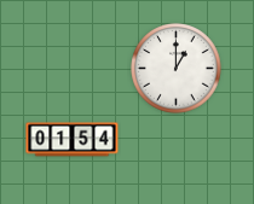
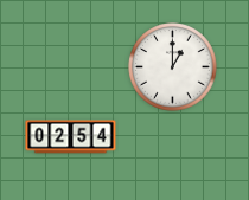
clock at (73, 140): 01:54 -> 02:54
